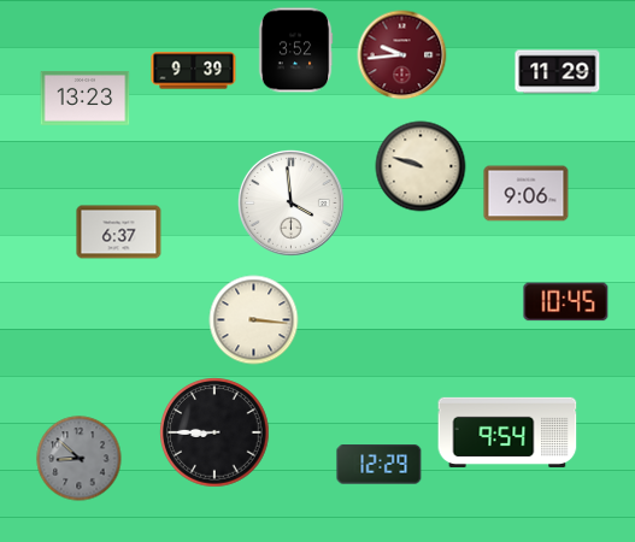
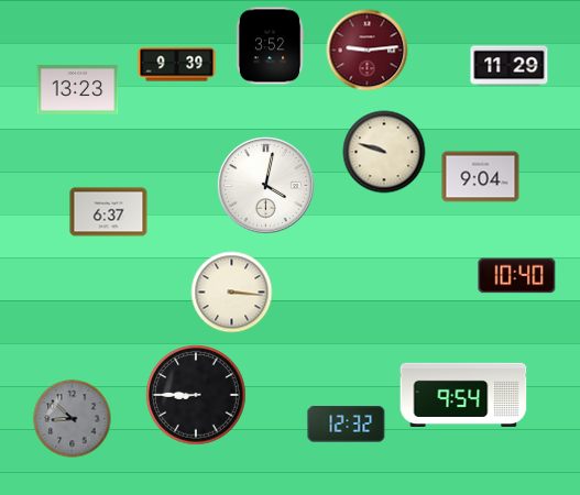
clock at (402, 55): 9:44 -> 9:14
clock at (527, 194): 9:06 -> 9:04
clock at (290, 202): 3:59 -> 4:02
clock at (566, 302): 10:45 -> 10:40
clock at (380, 465): 12:29 -> 12:32
